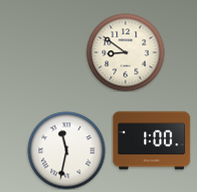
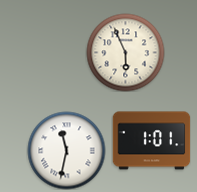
clock at (125, 52): 8:51 -> 5:56
clock at (151, 141): 1:00 -> 1:01
